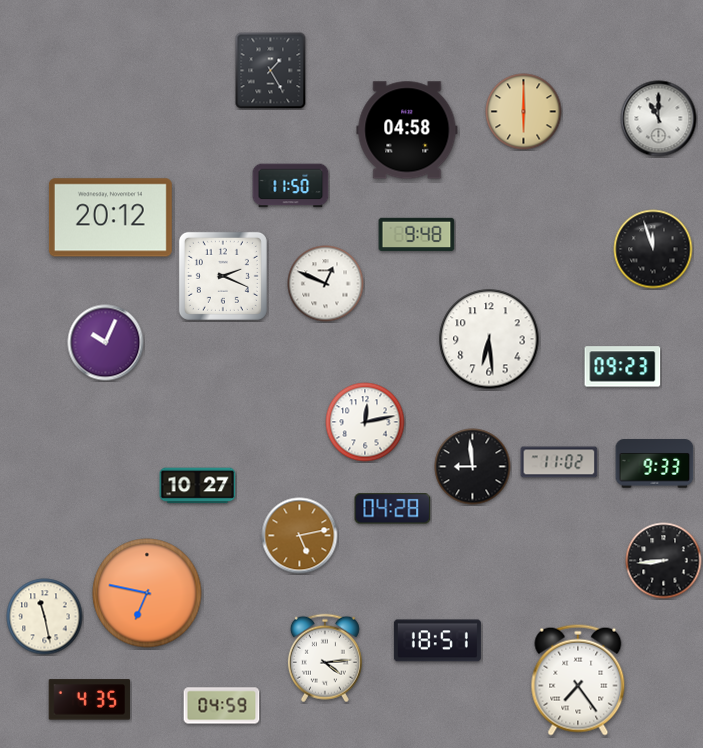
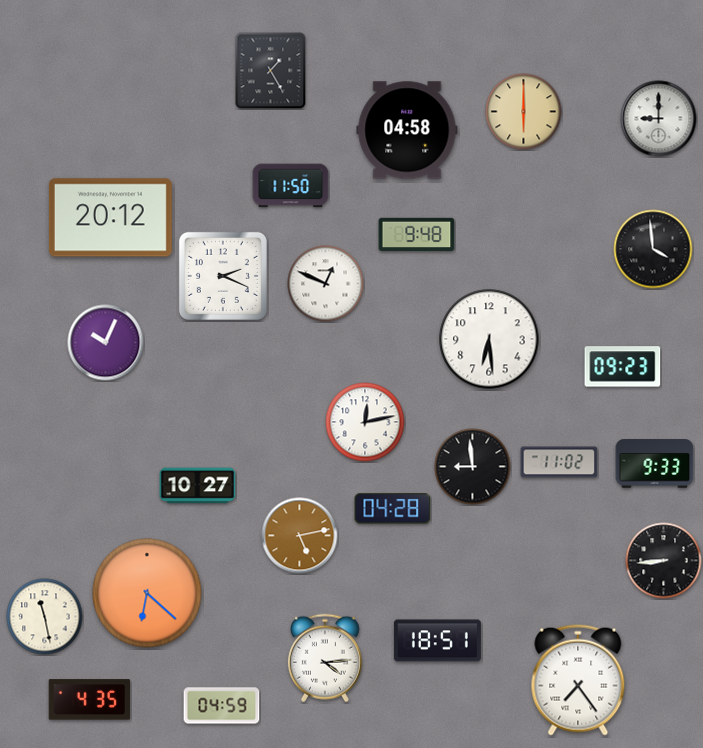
clock at (659, 119): 11:00 -> 9:00
clock at (653, 249): 11:57 -> 3:59
clock at (147, 593): 6:47 -> 6:22
